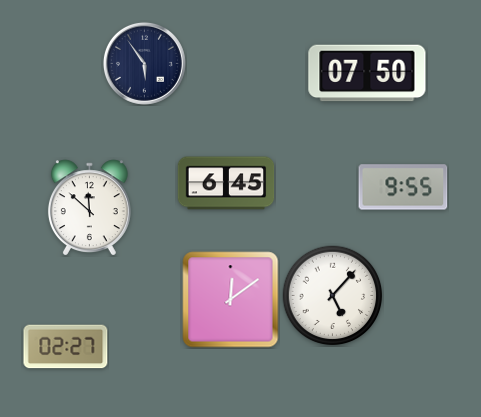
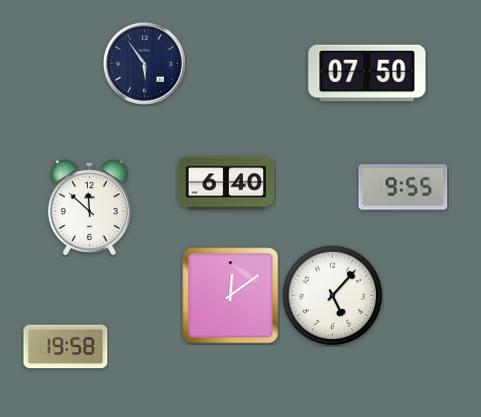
clock at (226, 183): 6:45 -> 6:40
clock at (231, 300) position: (231, 300) -> (231, 296)
clock at (66, 347): 02:27 -> 19:58
